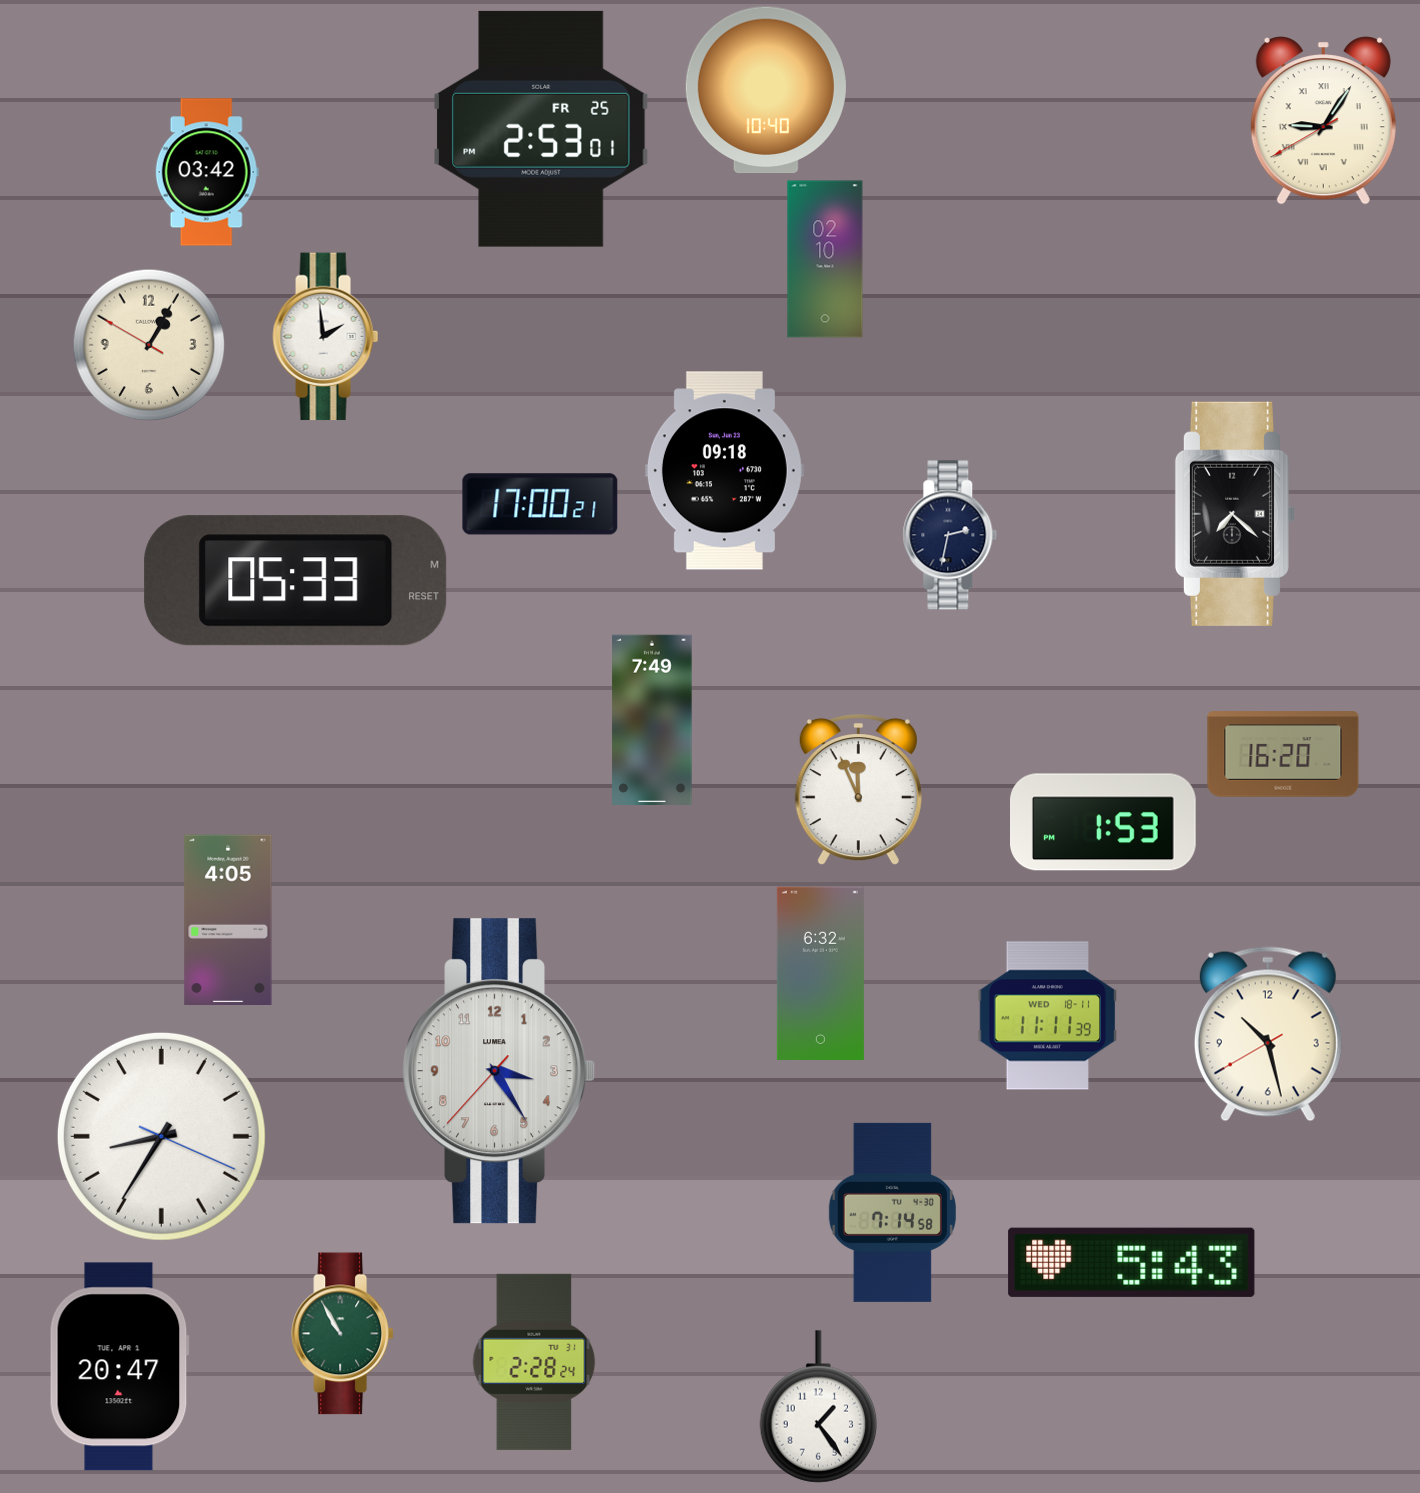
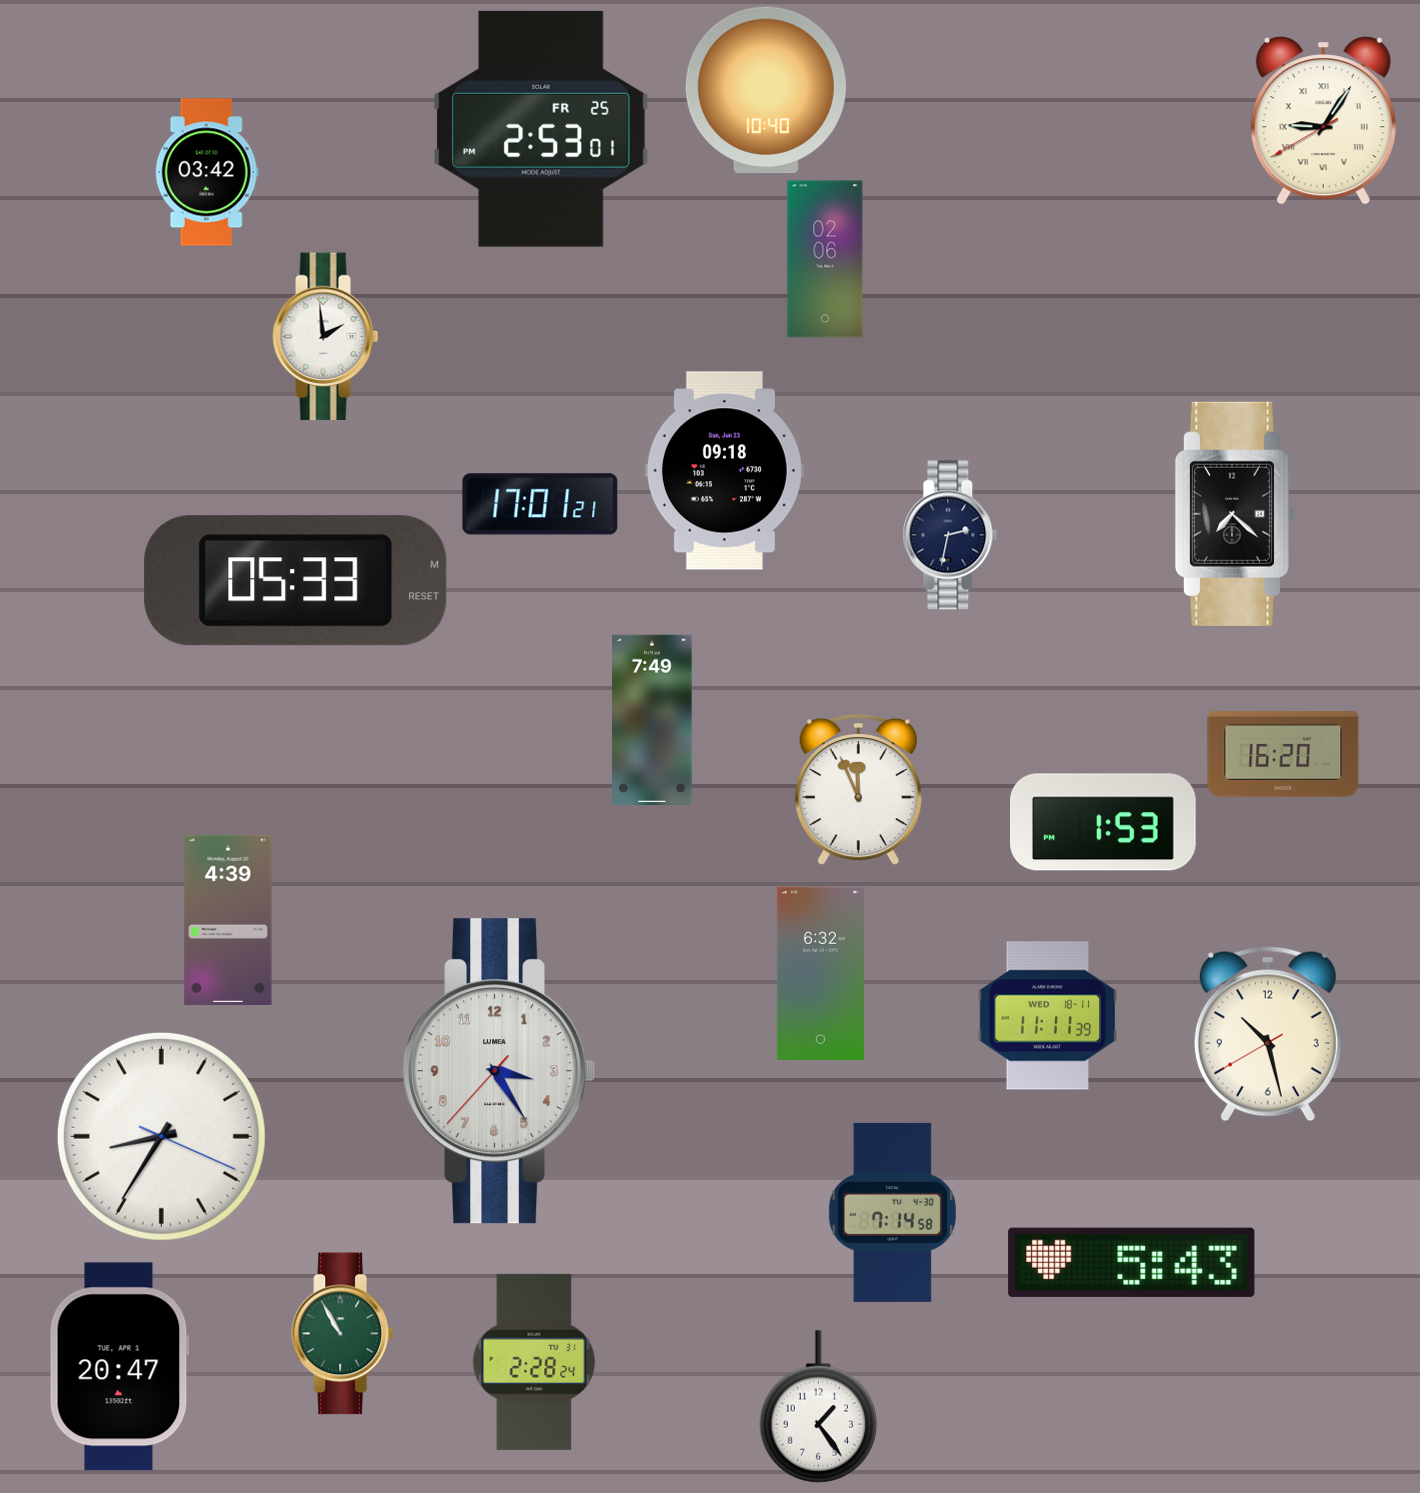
clock at (825, 259): 02:10 -> 02:06
clock at (149, 345): 1:04 -> none
clock at (540, 504): 17:00 -> 17:01
clock at (228, 919): 4:05 -> 4:39
